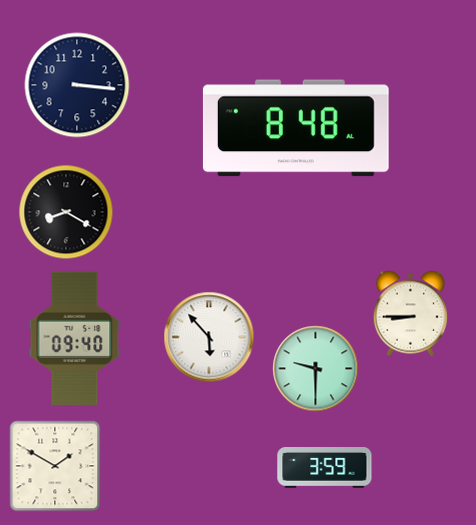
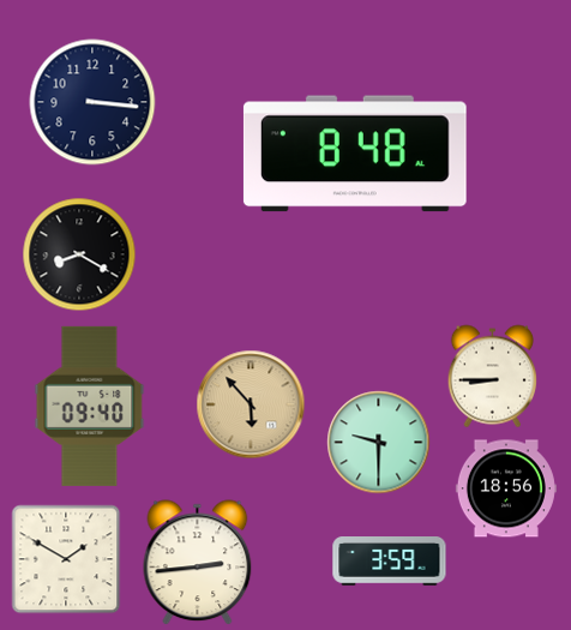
clock at (209, 337) dial: white -> champagne
clock at (506, 488): none -> 18:56
clock at (198, 563): none -> 2:44
